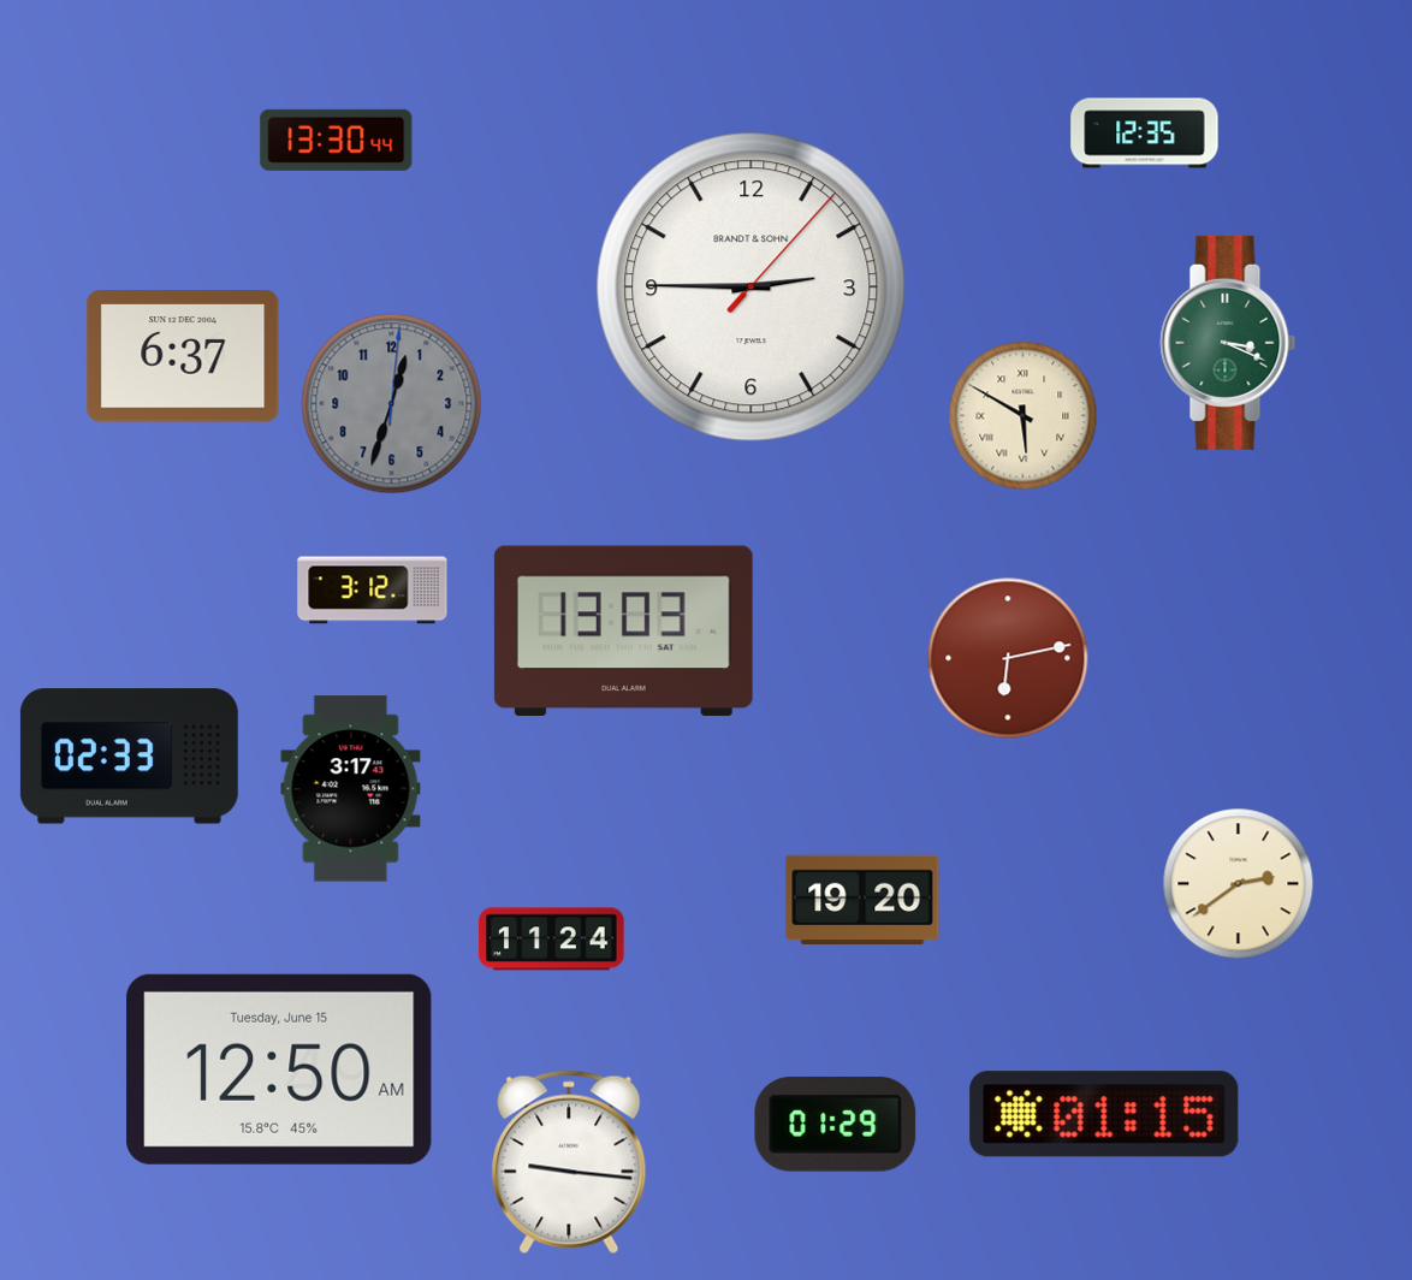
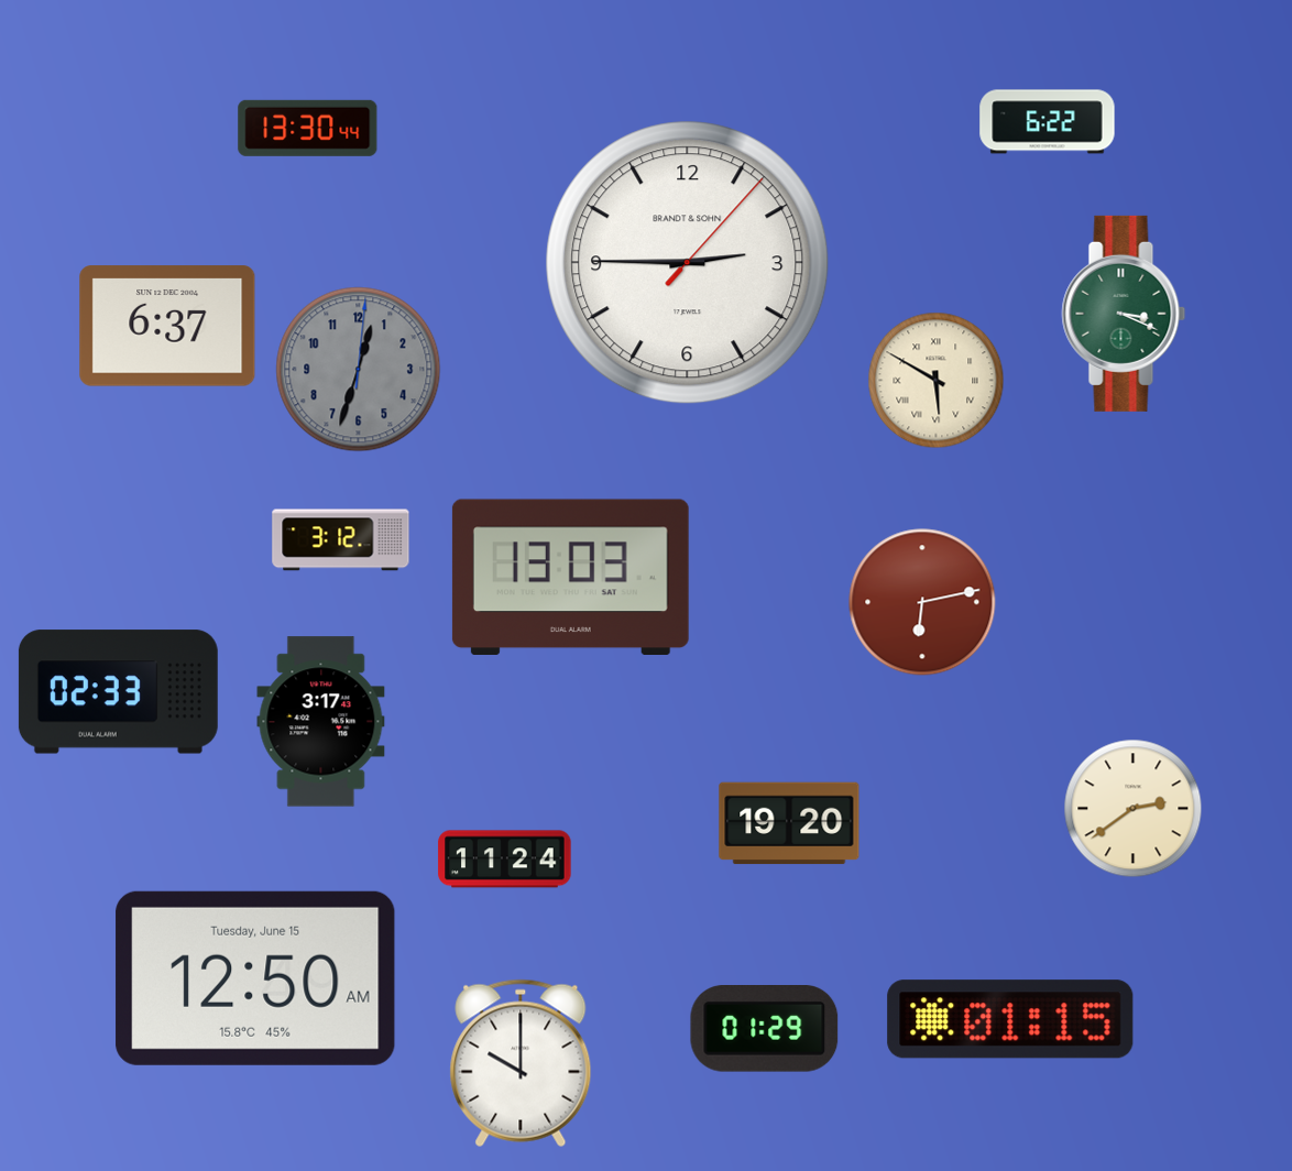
clock at (1145, 134): 12:35 -> 6:22
clock at (569, 1162): 9:16 -> 10:00
